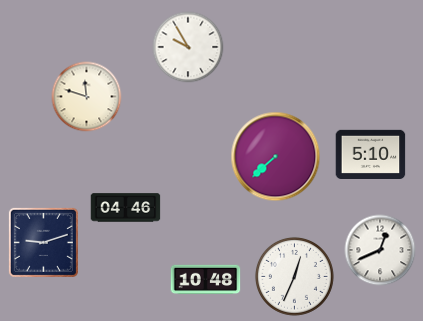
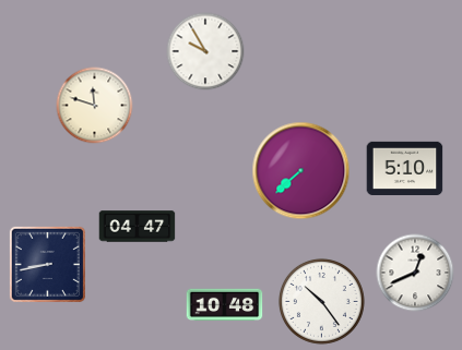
clock at (126, 208): 04:46 -> 04:47
clock at (43, 242): 9:12 -> 8:43
clock at (294, 276): 12:34 -> 10:24
